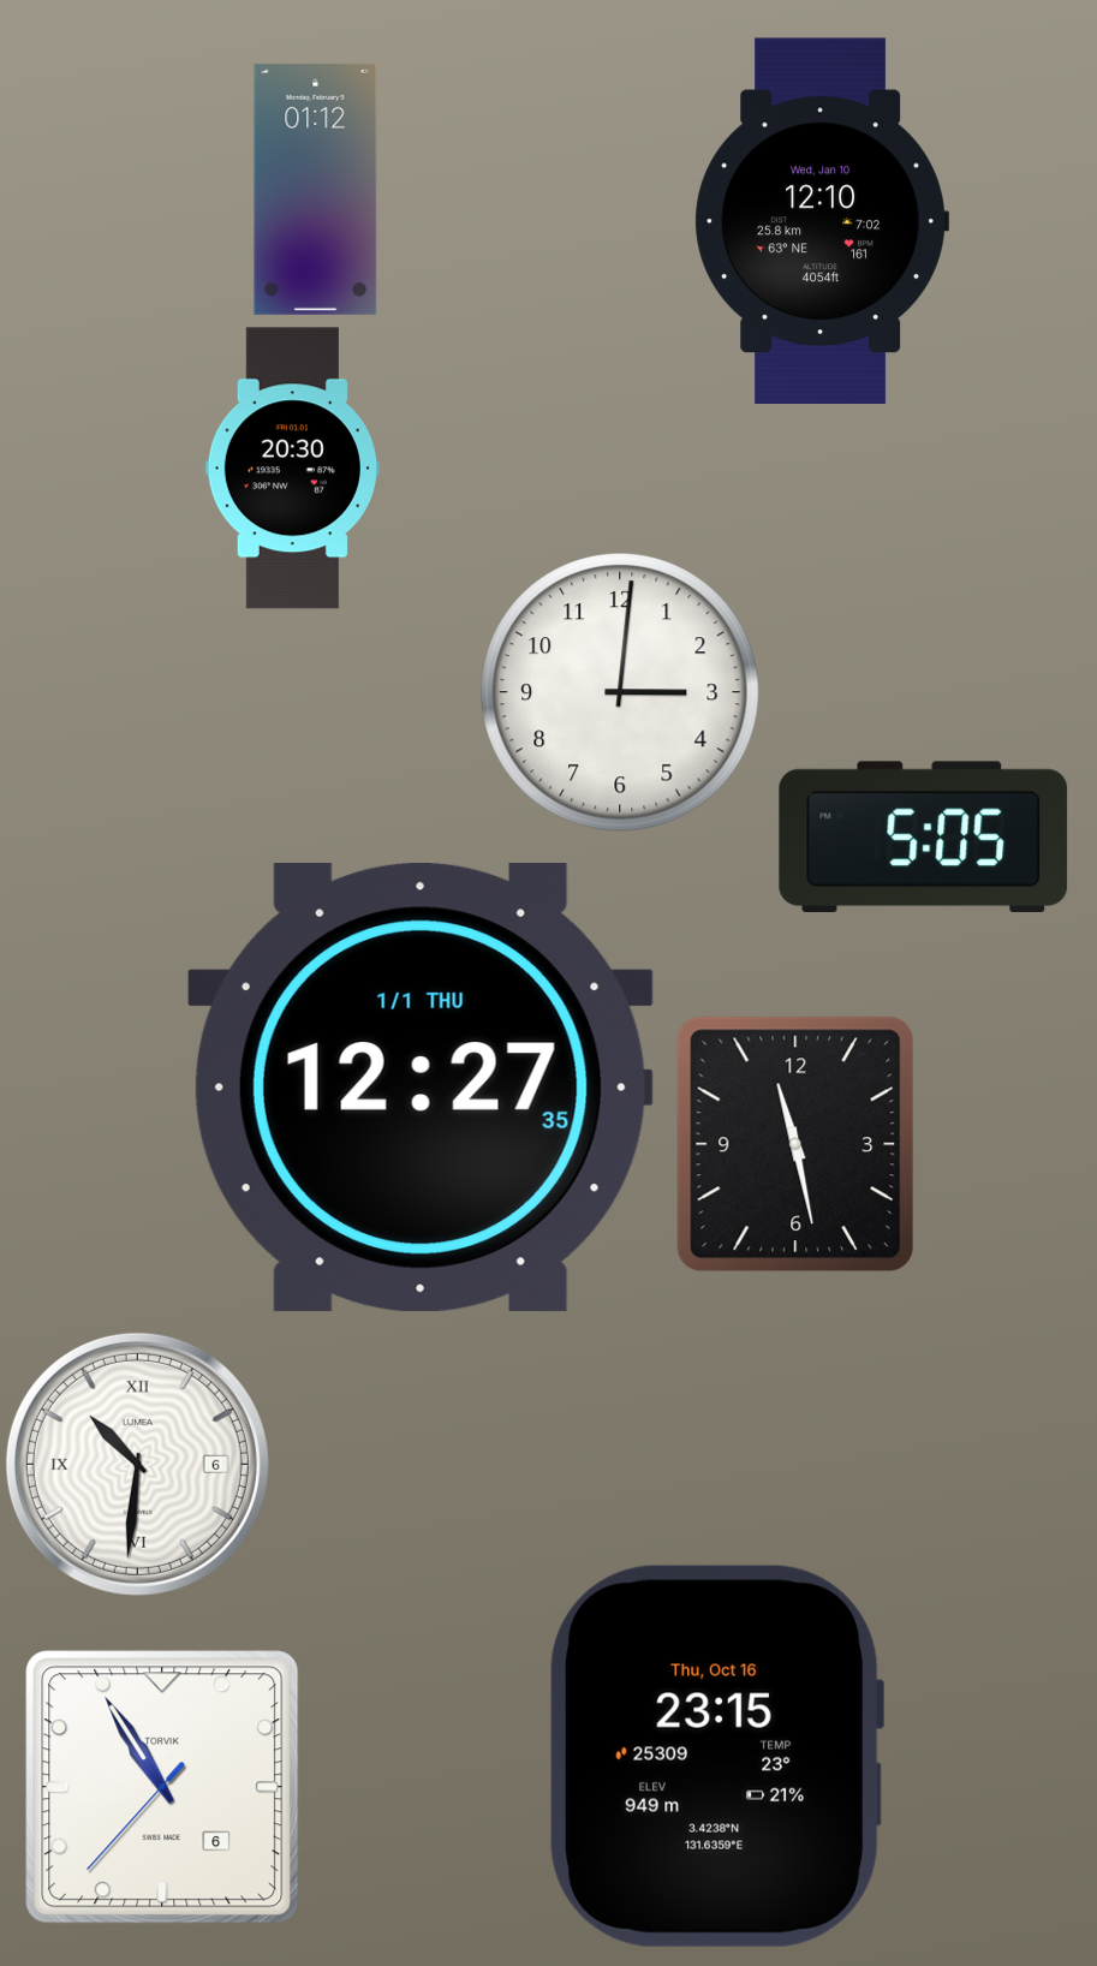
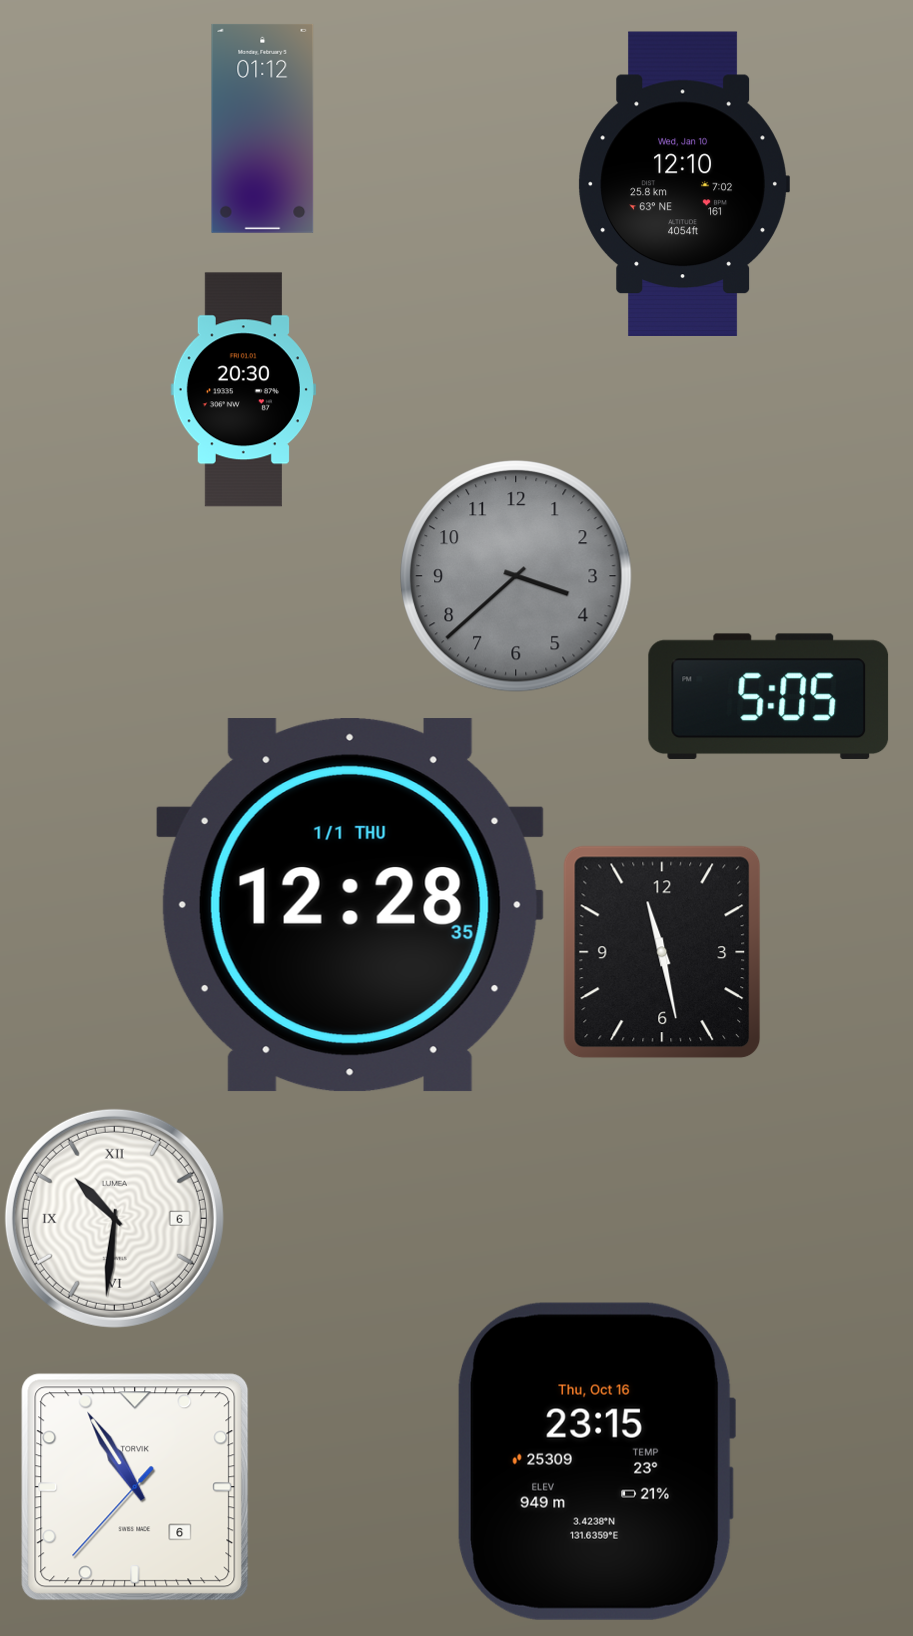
clock at (316, 189) position: (316, 189) -> (263, 128)
clock at (620, 692): 3:01 -> 3:38
clock at (620, 692) dial: white -> grey
clock at (421, 1088): 12:27 -> 12:28
